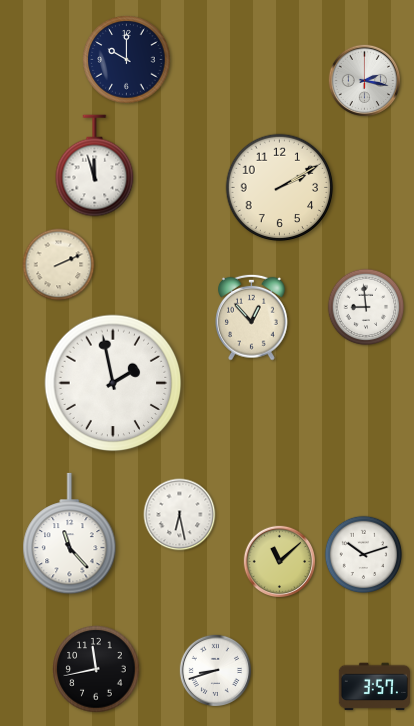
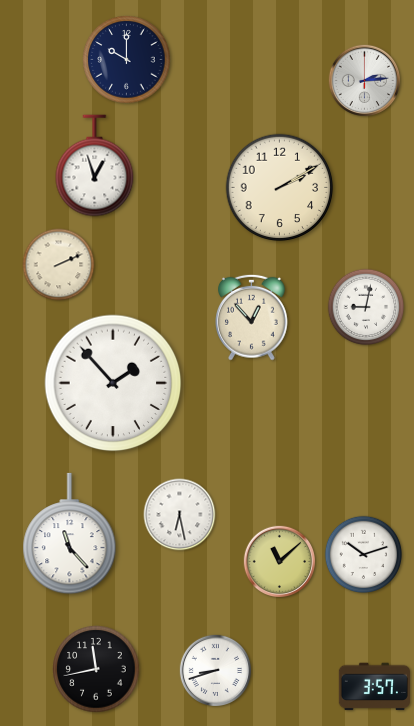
clock at (364, 80): 2:17 -> 2:14
clock at (95, 166): 11:57 -> 12:57
clock at (366, 307): 8:59 -> 9:02
clock at (113, 383): 1:58 -> 1:53
